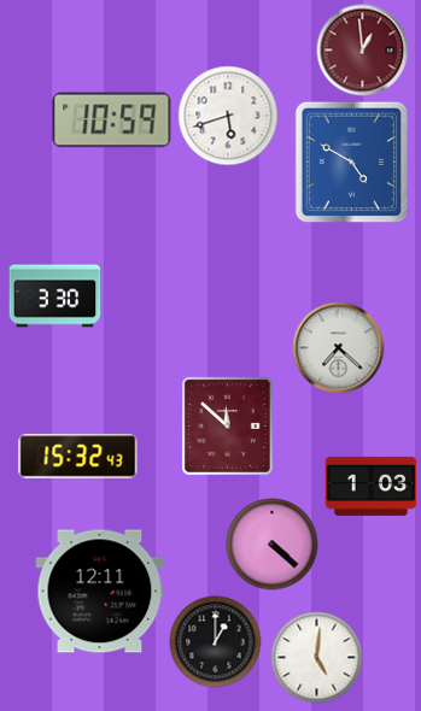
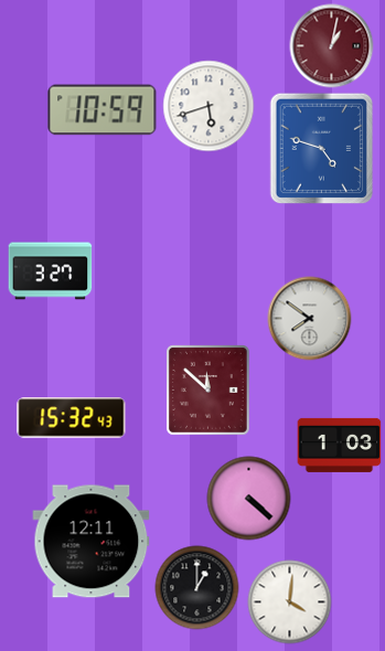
clock at (363, 51): 12:59 -> 1:02
clock at (352, 163): 4:50 -> 4:48
clock at (55, 296): 3:30 -> 3:27
clock at (339, 348): 7:22 -> 7:51
clock at (317, 658): 5:01 -> 4:01
